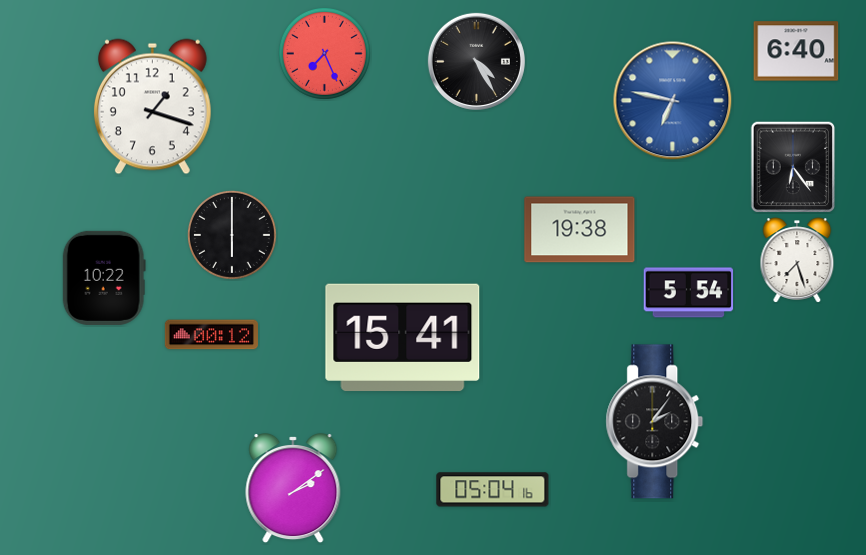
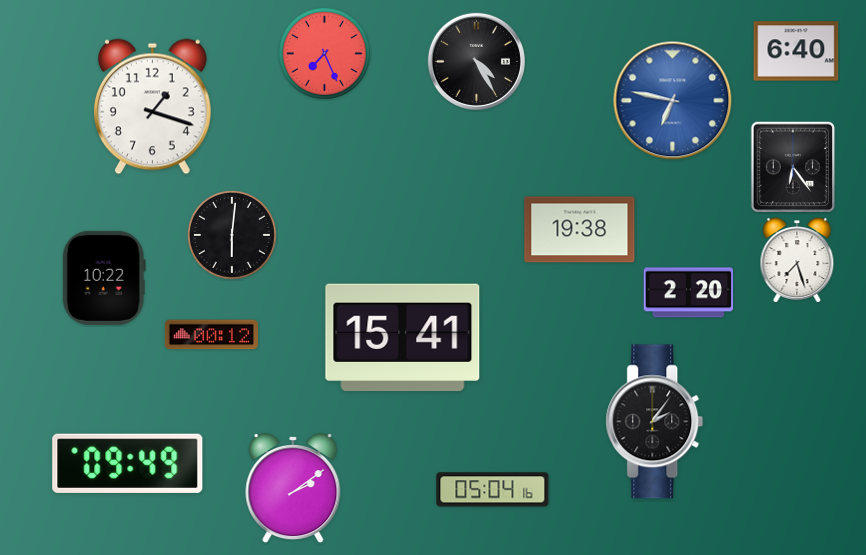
clock at (232, 235): 6:00 -> 6:01
clock at (689, 293): 5:54 -> 2:20
clock at (128, 463): none -> 09:49
